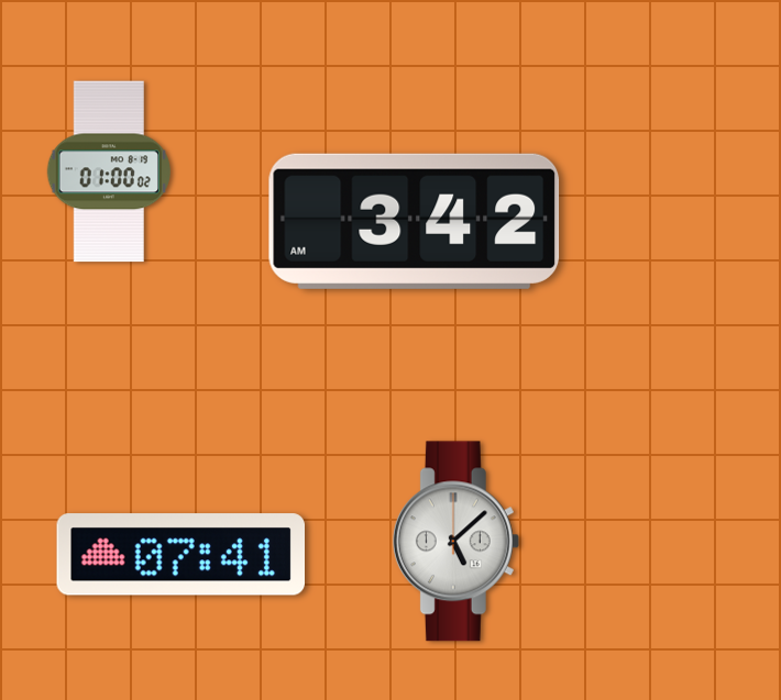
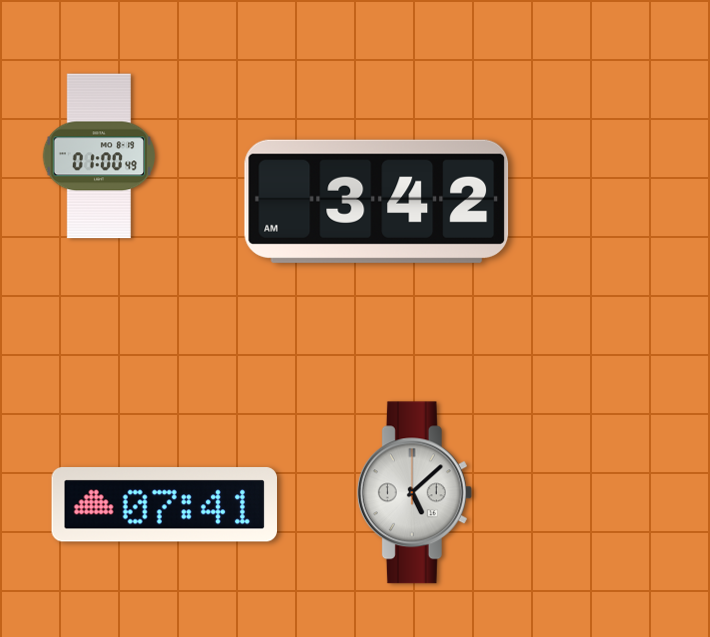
clock at (108, 171): 01:00:02 -> 01:00:49
